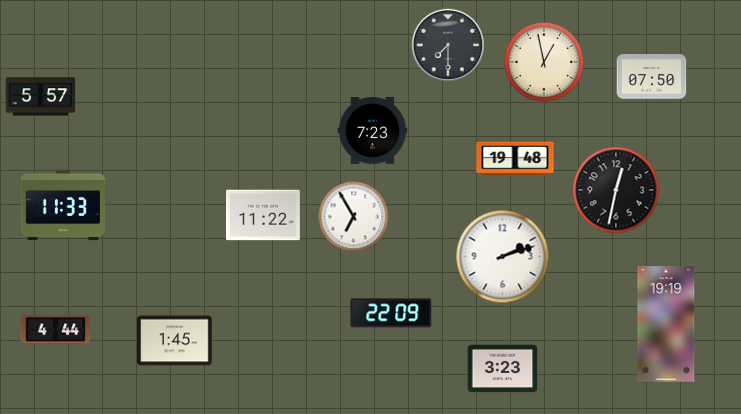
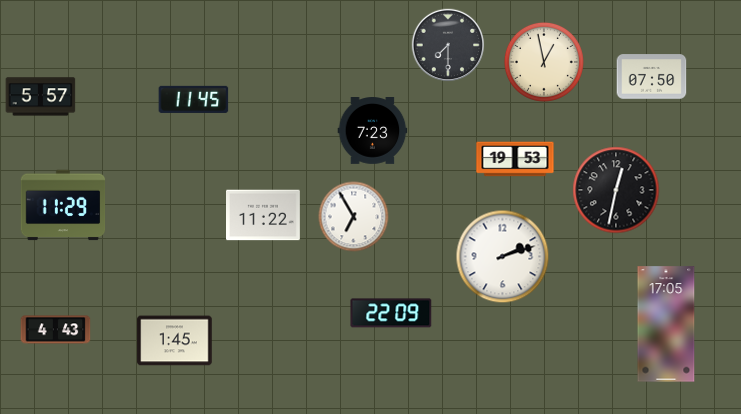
clock at (194, 99): none -> 11:45
clock at (515, 159): 19:48 -> 19:53
clock at (63, 205): 11:33 -> 11:29
clock at (666, 324): 19:19 -> 17:05
clock at (56, 330): 4:44 -> 4:43
clock at (503, 369): 3:23 -> none
